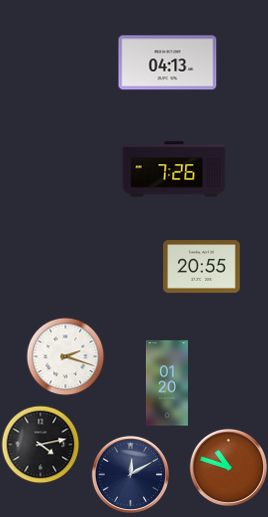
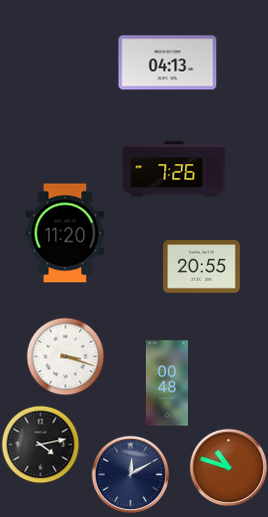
clock at (65, 233): none -> 11:20
clock at (65, 356): 2:18 -> 3:18
clock at (167, 383): 01:20 -> 00:48
